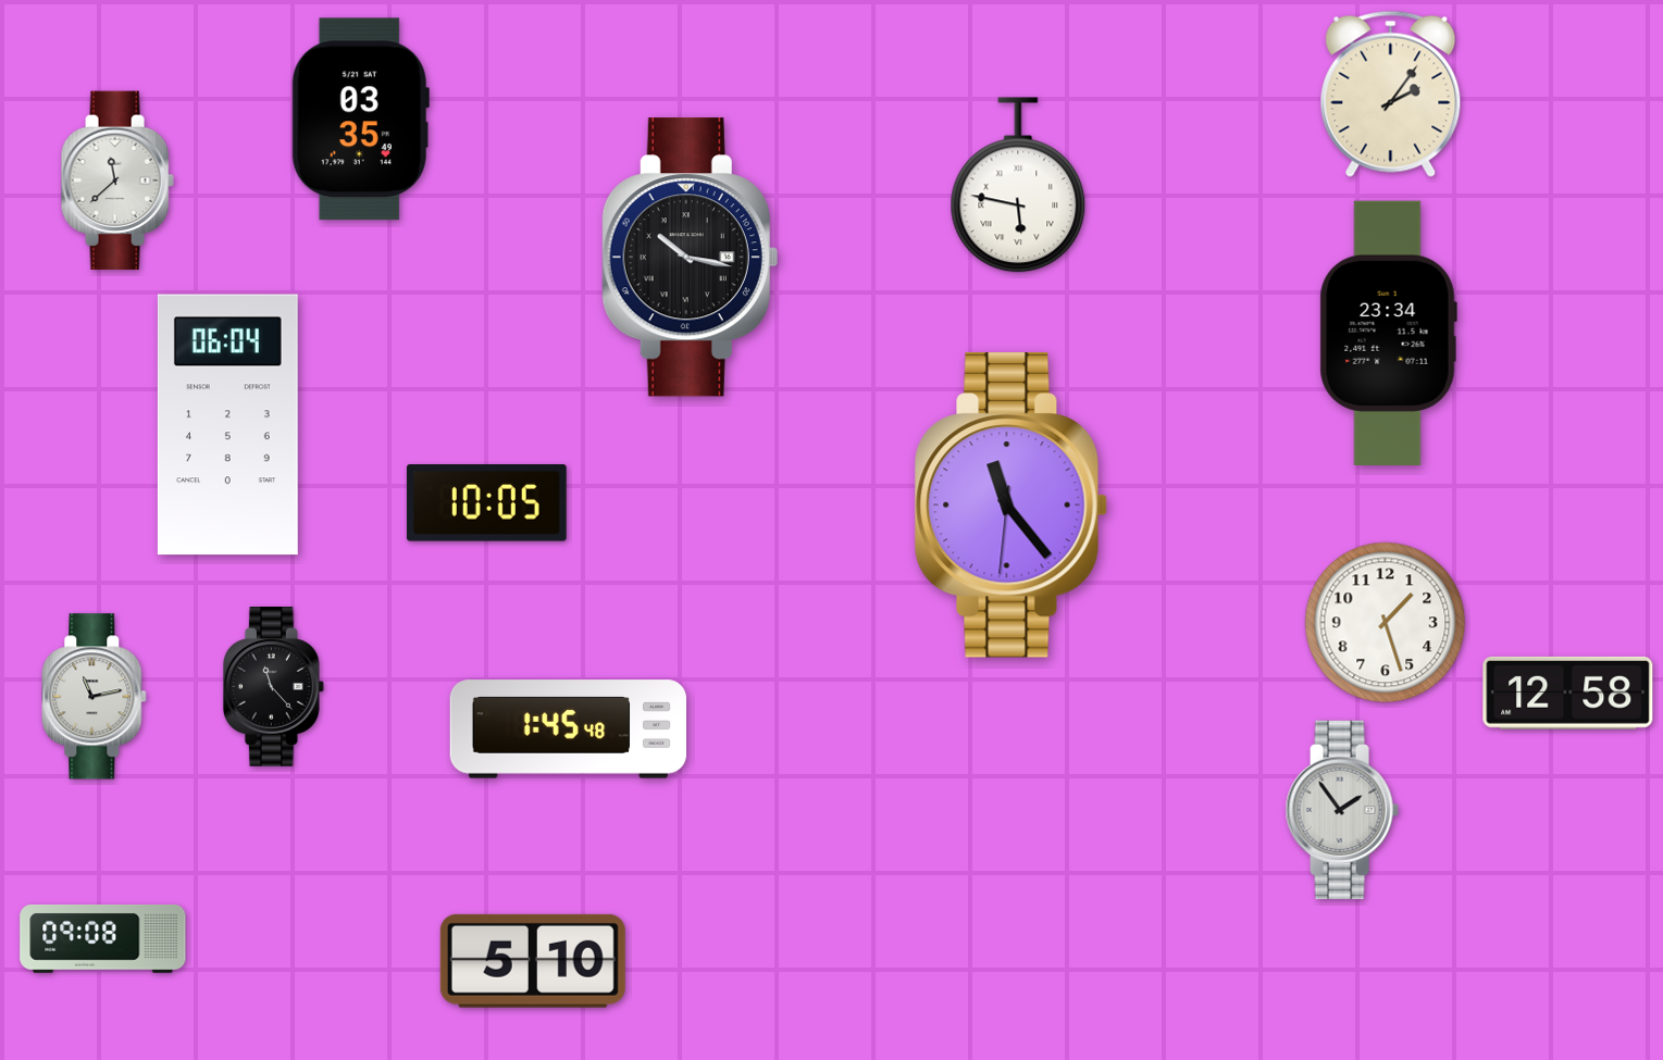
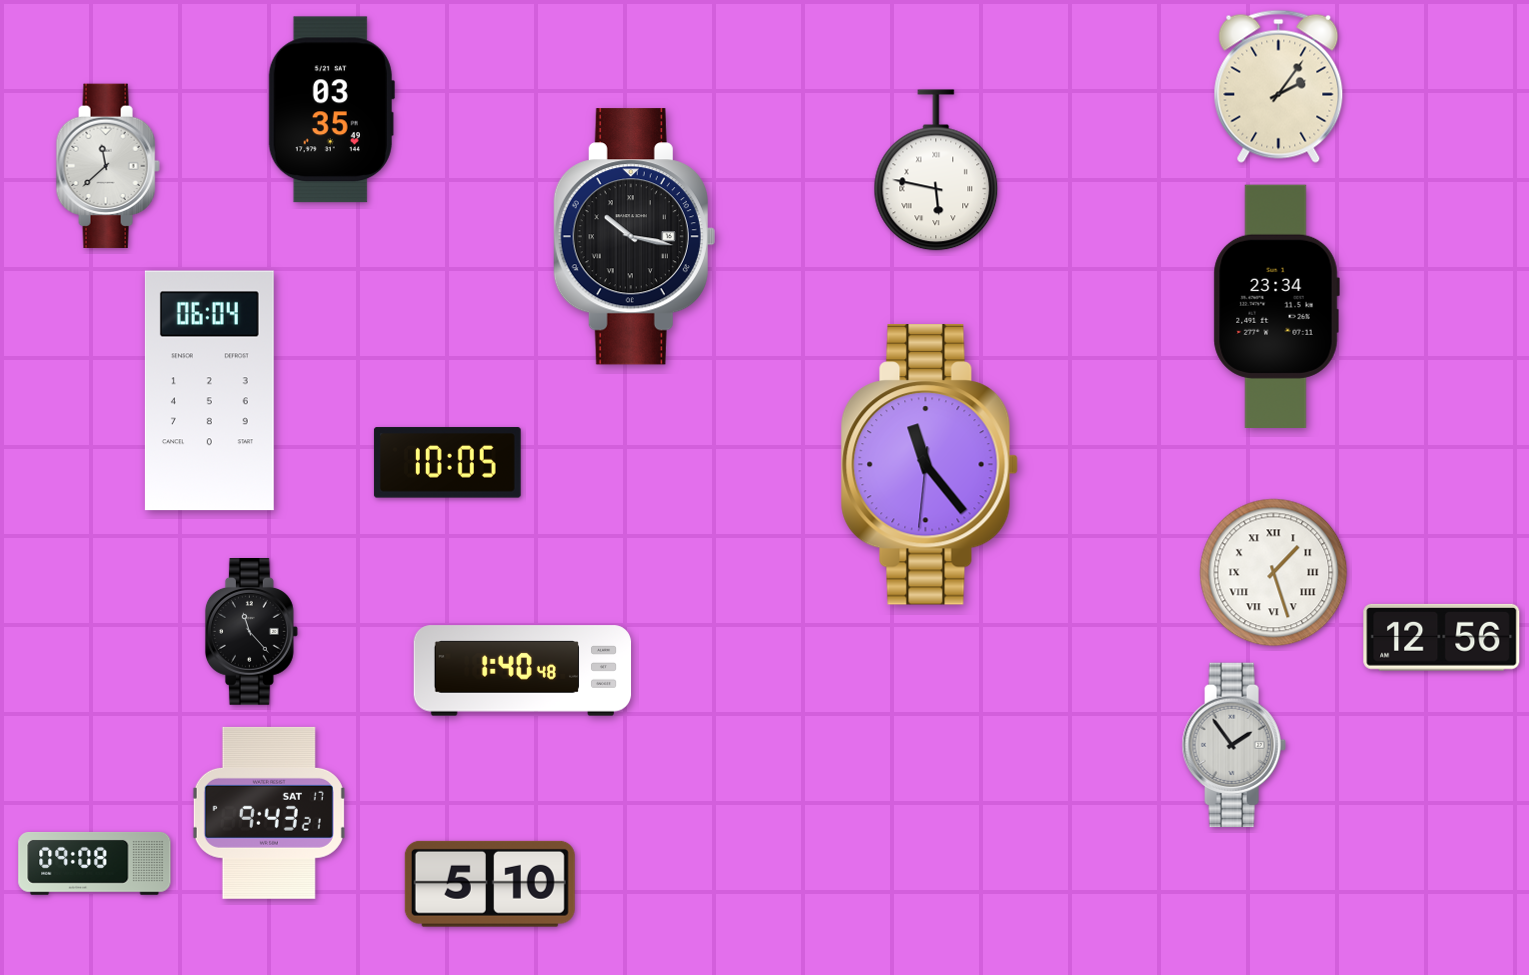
clock at (1386, 623) numerals: Arabic -> Roman
clock at (1568, 693): 12:58 -> 12:56
clock at (95, 697): 11:13 -> none
clock at (569, 729): 1:45 -> 1:40
clock at (269, 813): none -> 9:43
